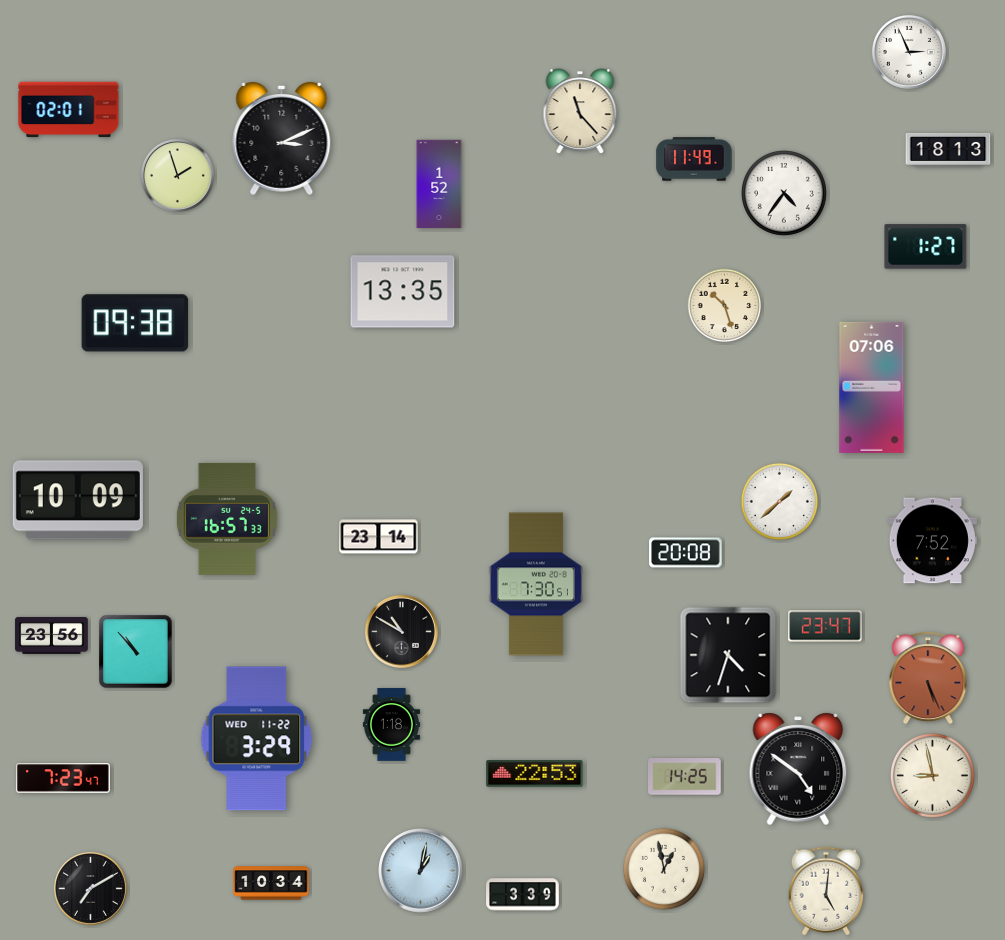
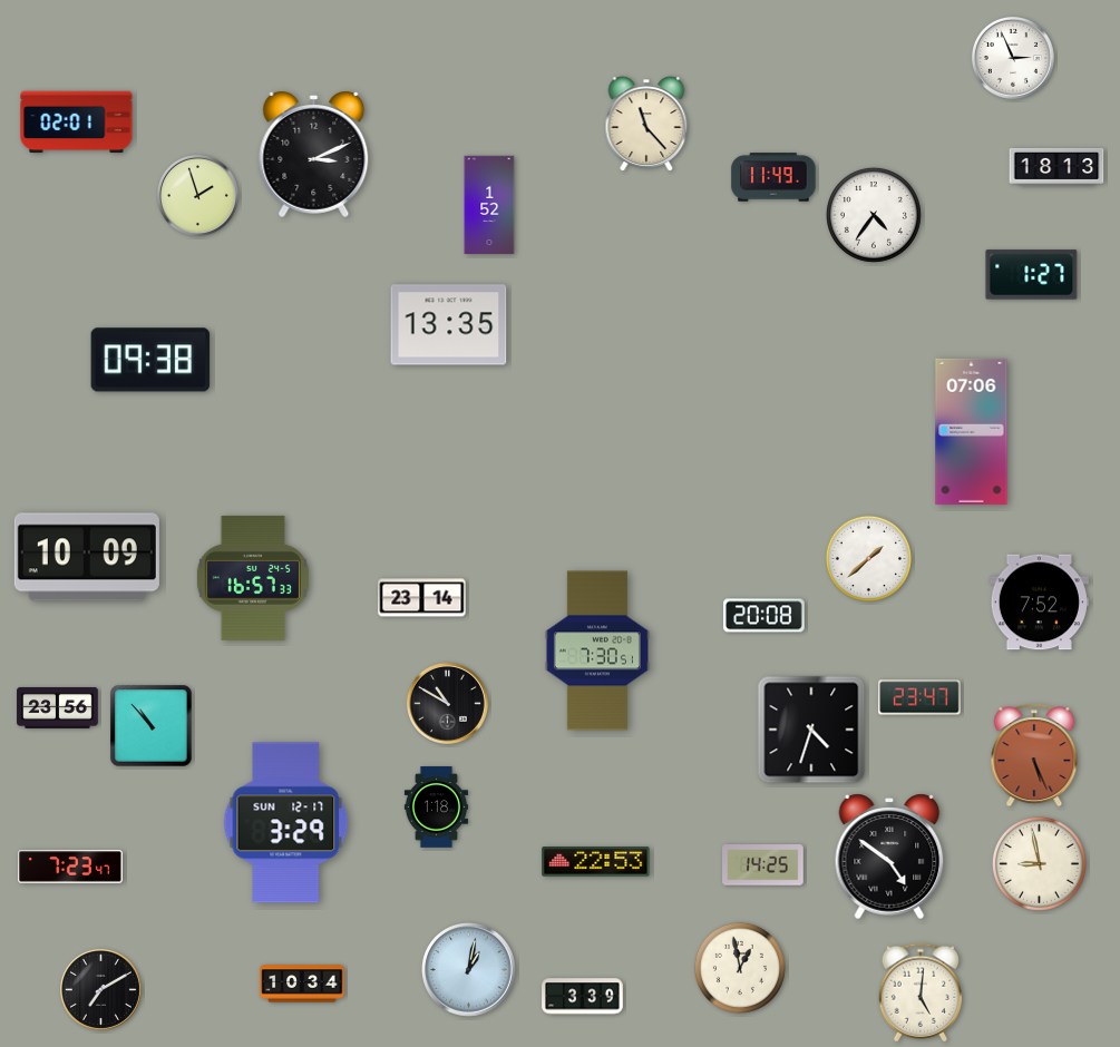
clock at (725, 306): 10:27 -> none
clock at (257, 739) date: WED 11-22 -> SUN 12-17
